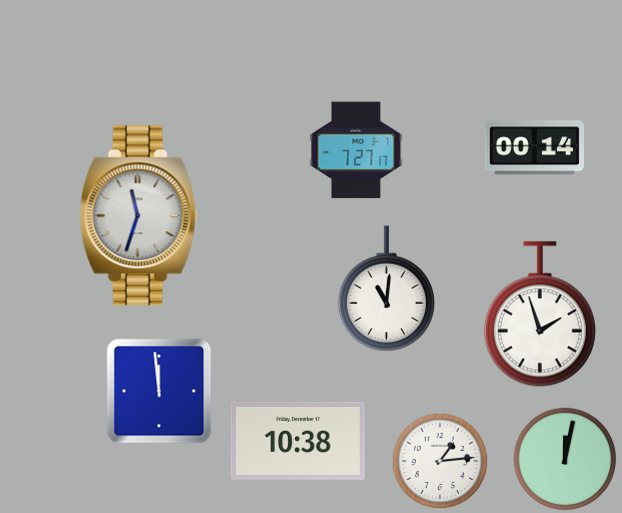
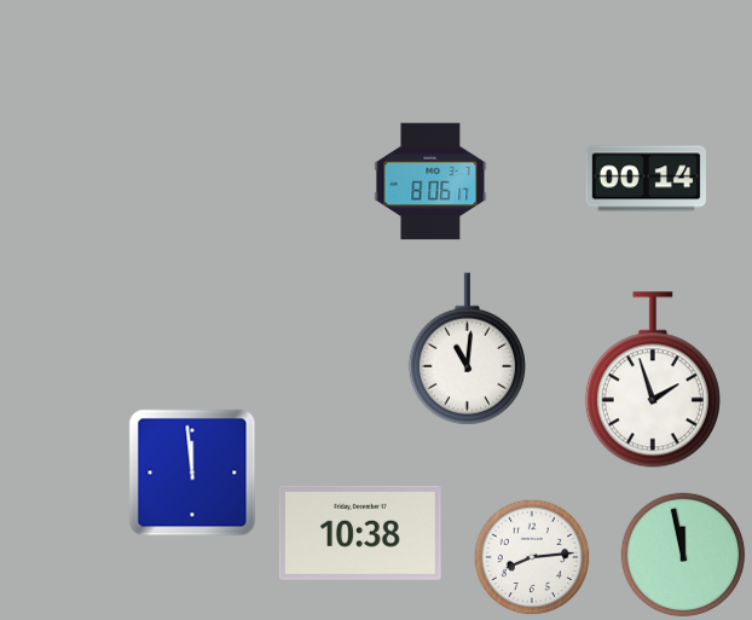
clock at (356, 150): 7:27 -> 8:06
clock at (139, 216): 11:33 -> none
clock at (565, 459): 12:02 -> 11:58
clock at (440, 461): 1:14 -> 8:14
